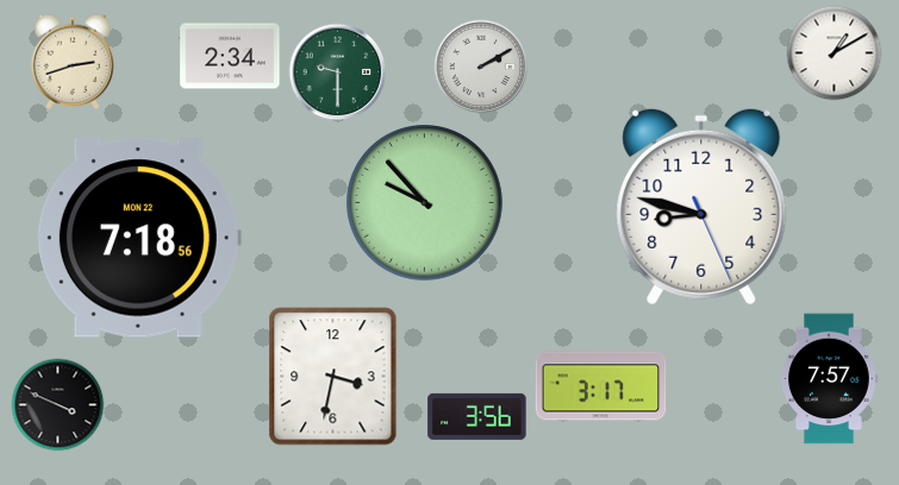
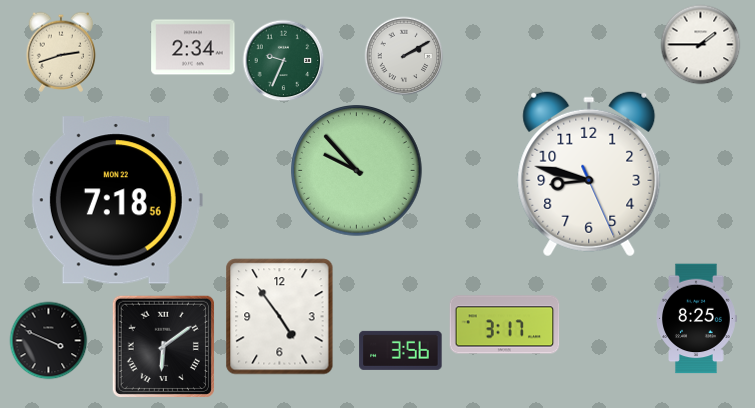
clock at (834, 52): 1:10 -> 1:45
clock at (337, 71): 9:30 -> 9:34
clock at (333, 377): 3:32 -> 4:54
clock at (829, 379): 7:57 -> 8:25
clock at (163, 346): none -> 6:09
